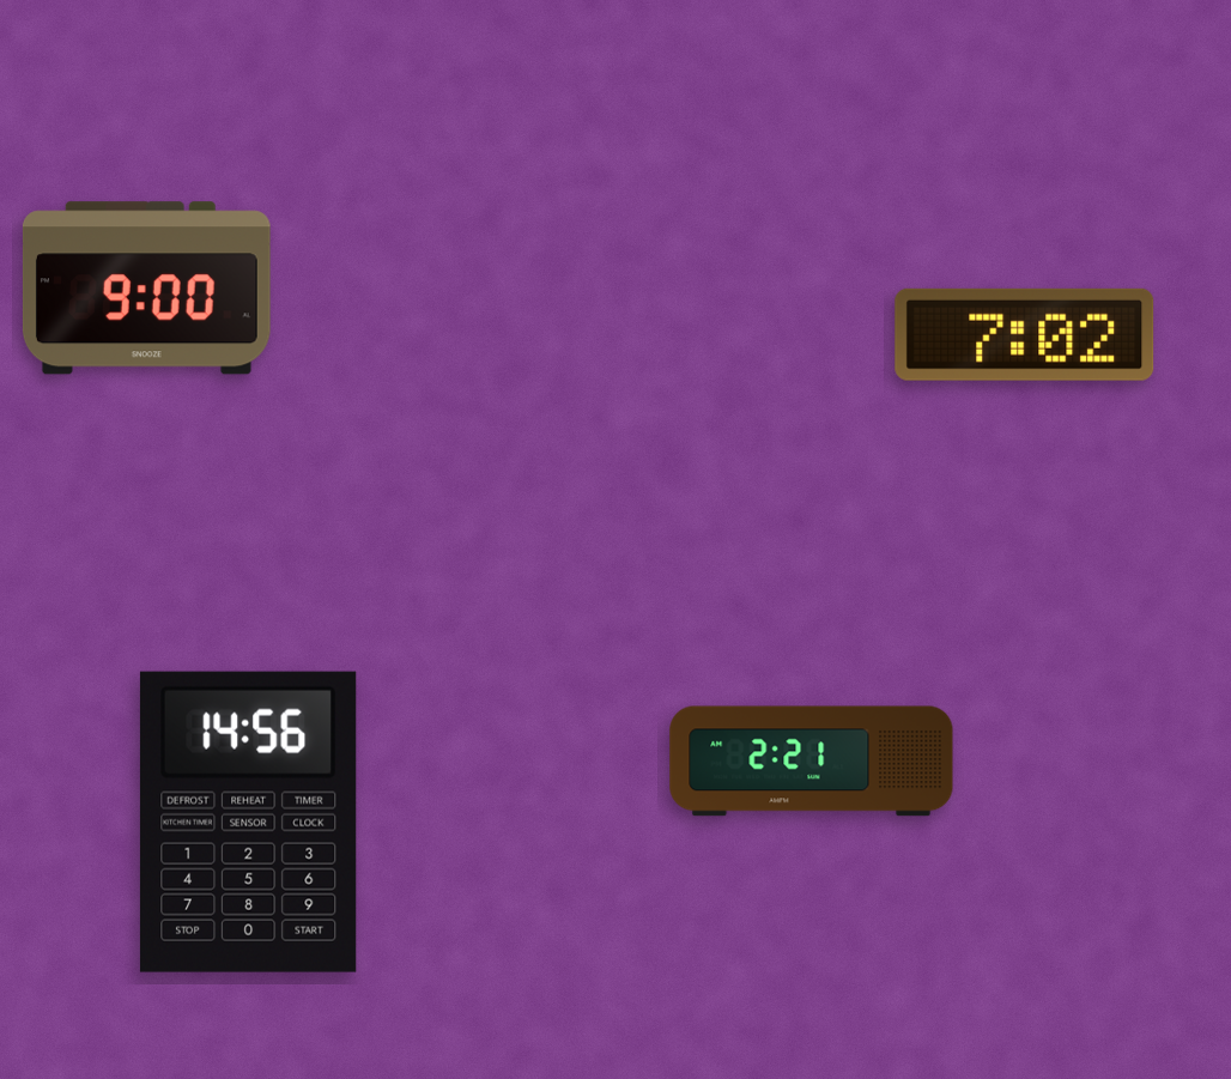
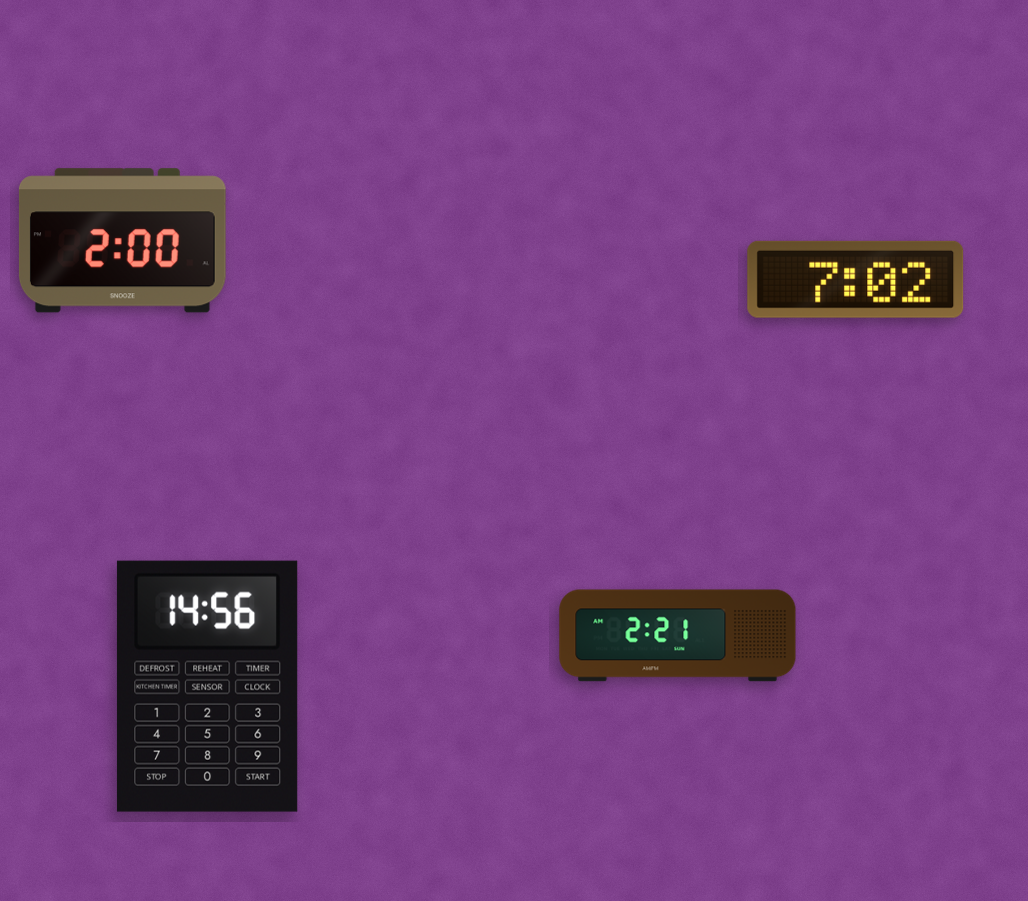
clock at (146, 289): 9:00 -> 2:00
